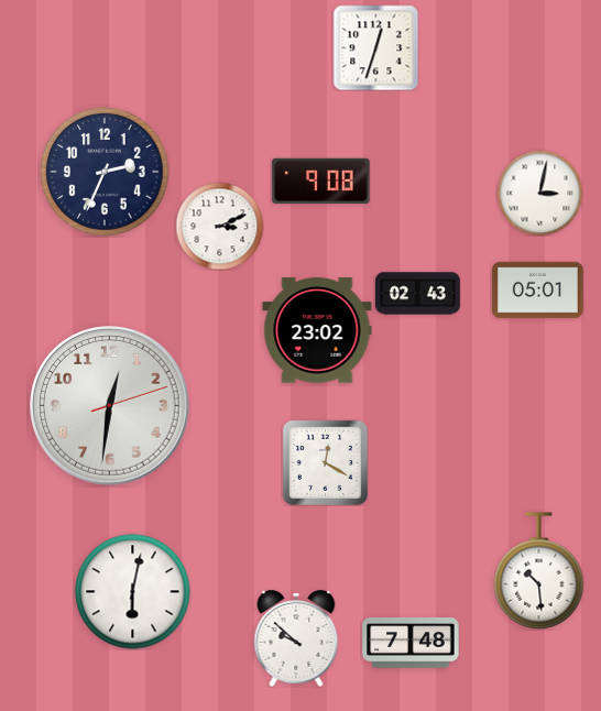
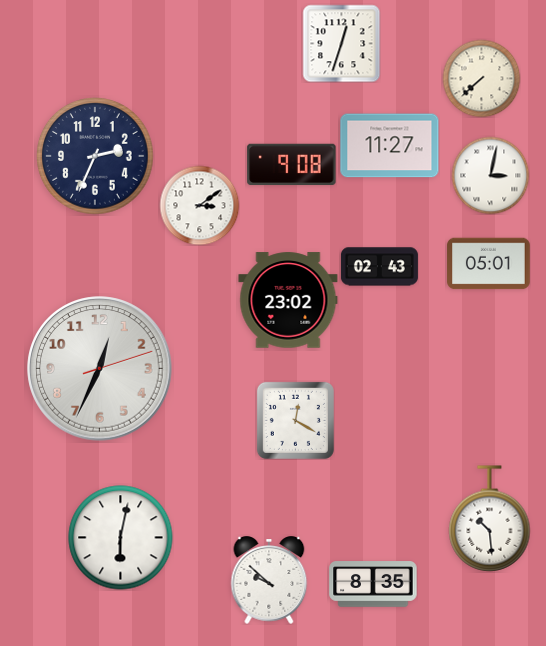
clock at (481, 78): none -> 7:38
clock at (390, 146): none -> 11:27
clock at (219, 226): 3:11 -> 3:09
clock at (110, 406): 12:31 -> 12:34
clock at (411, 643): 7:48 -> 8:35
